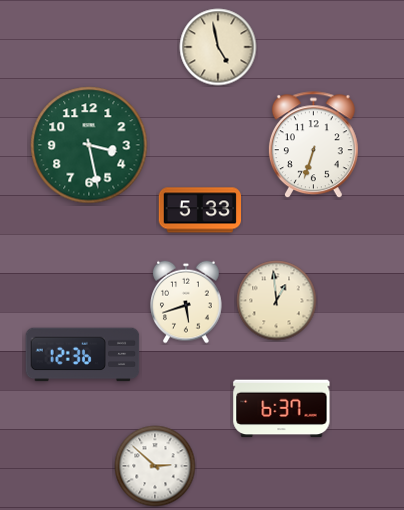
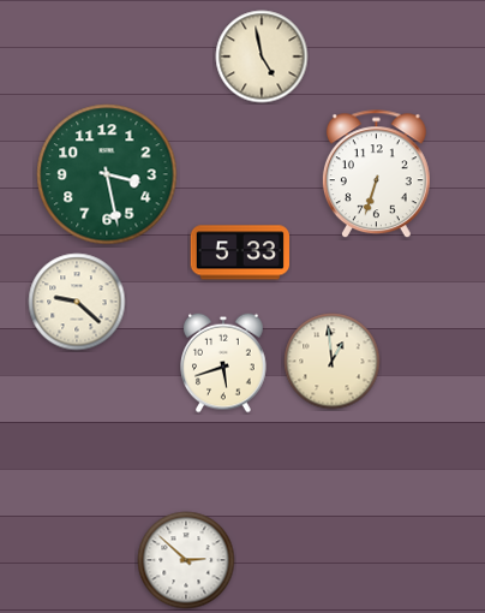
clock at (77, 302): none -> 9:22
clock at (83, 355): 12:36 -> none
clock at (282, 409): 6:37 -> none
